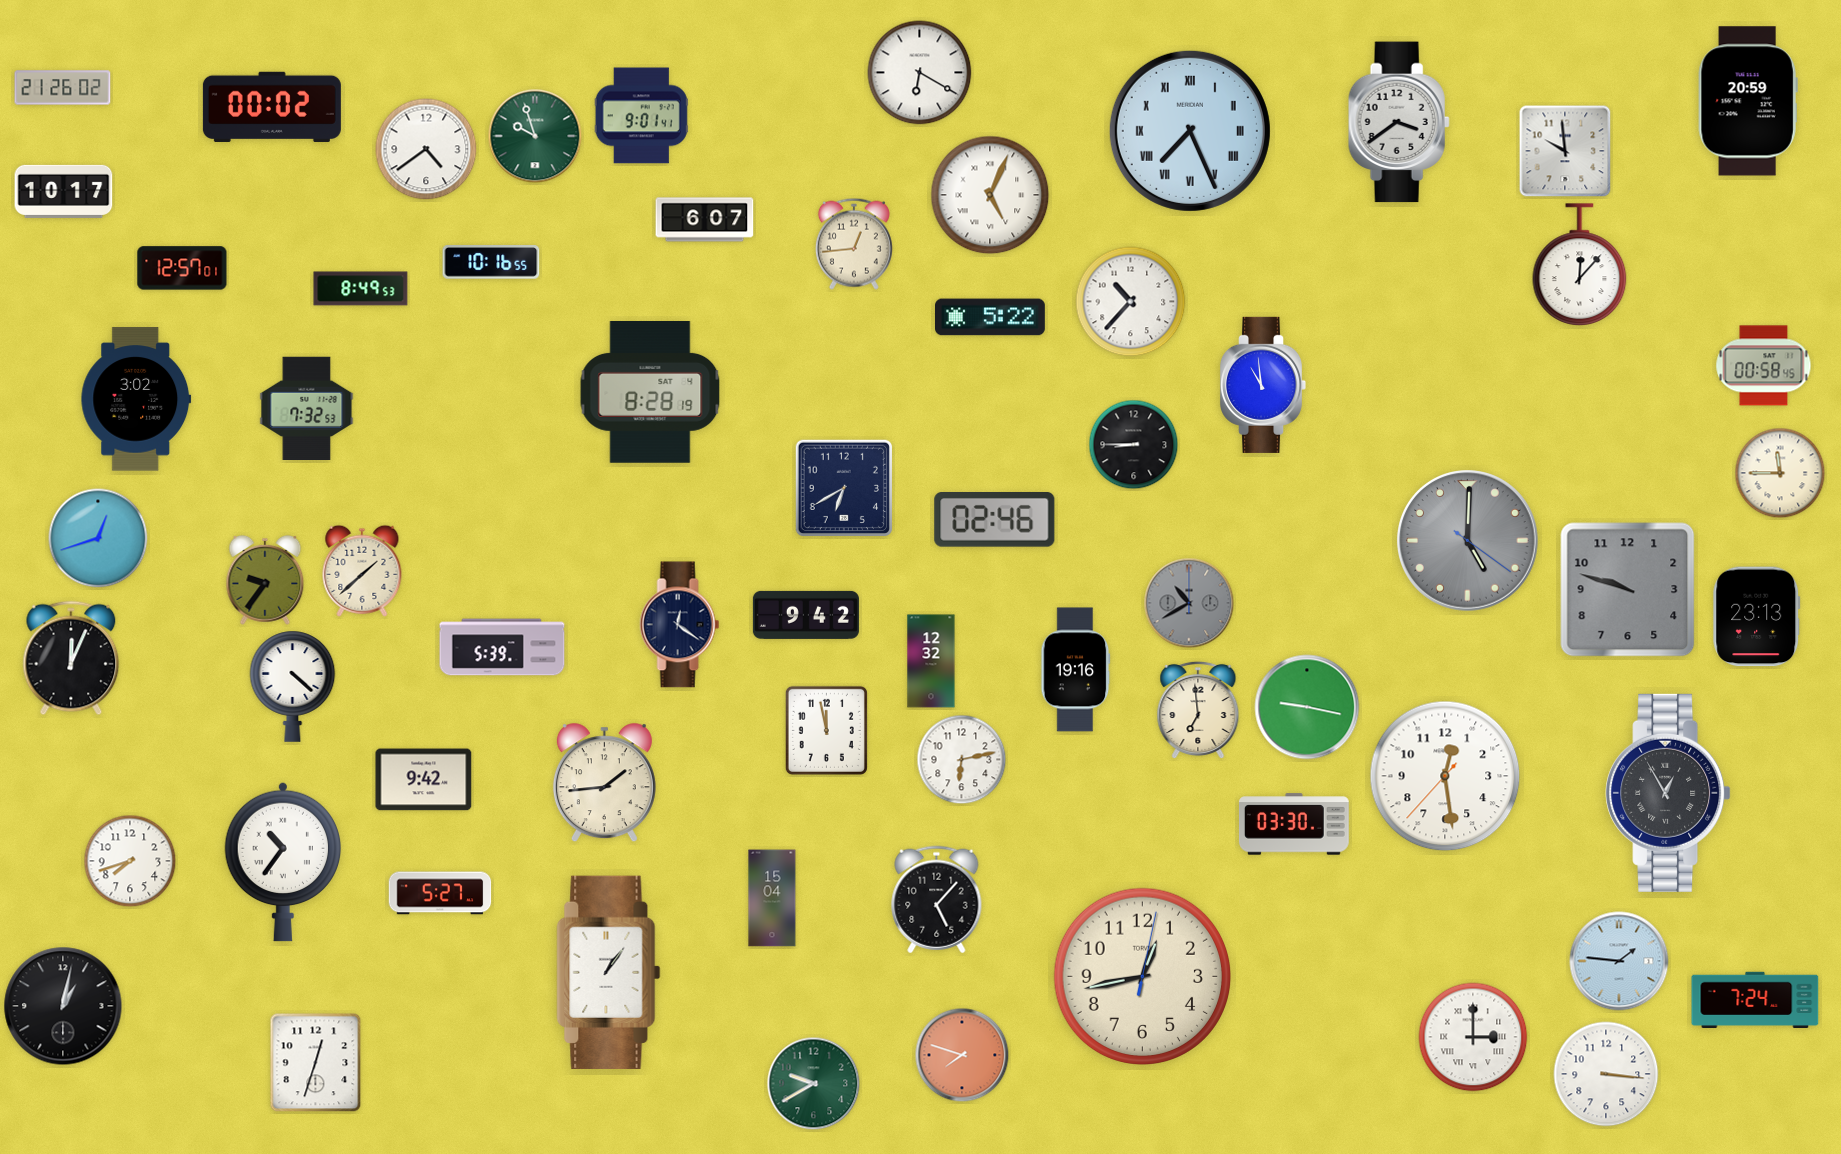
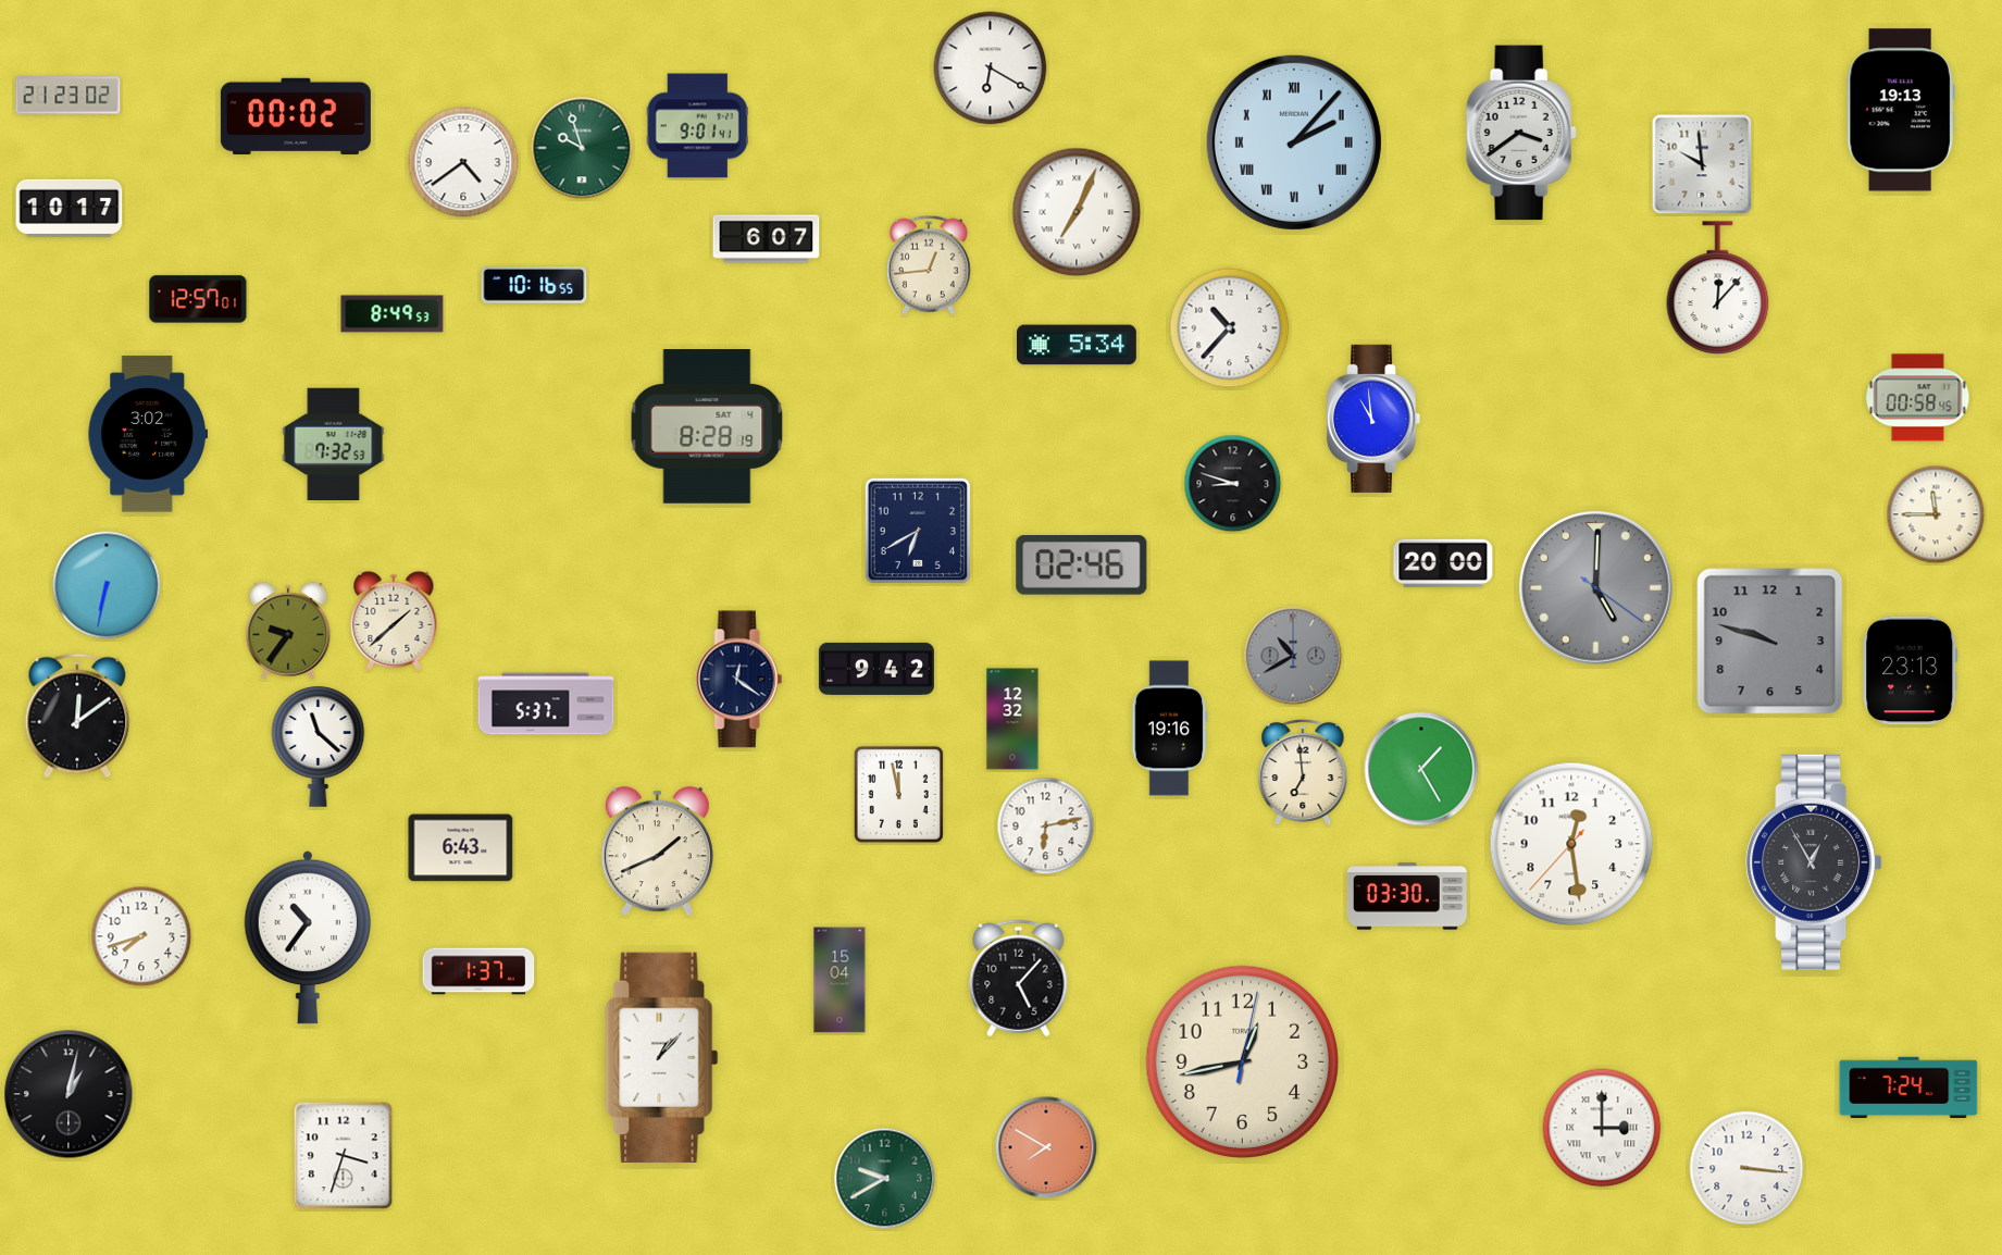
clock at (920, 73) position: (920, 73) -> (991, 69)
clock at (63, 88): 21:26 -> 21:23
clock at (1748, 101): 20:59 -> 19:13
clock at (1190, 131): 7:26 -> 2:07
clock at (990, 195): 5:04 -> 7:04
clock at (182, 268) position: (182, 268) -> (198, 299)
clock at (991, 317): 5:22 -> 5:34
clock at (1134, 445): 8:45 -> 8:48
clock at (1443, 563): none -> 20:00
clock at (98, 538): 12:42 -> 6:32
clock at (502, 647): 5:39 -> 5:37
clock at (71, 658): 12:04 -> 12:09
clock at (293, 686): 4:22 -> 11:22
clock at (1307, 707): 9:17 -> 1:25
clock at (424, 780): 9:42 -> 6:43
clock at (604, 783): 1:44 -> 1:41
clock at (440, 893): 5:27 -> 1:37
clock at (772, 898) position: (772, 898) -> (840, 980)
clock at (1619, 961): 1:46 -> none
clock at (609, 972): 1:06 -> 1:07
clock at (962, 1055): 7:48 -> 7:50
clock at (316, 1063): 12:33 -> 3:33
